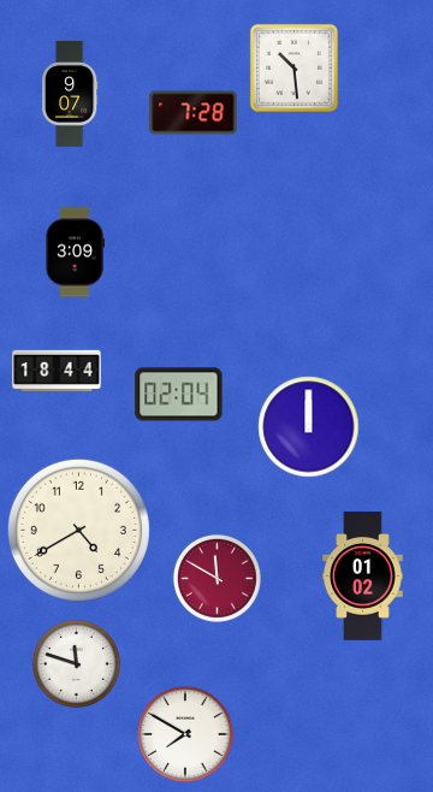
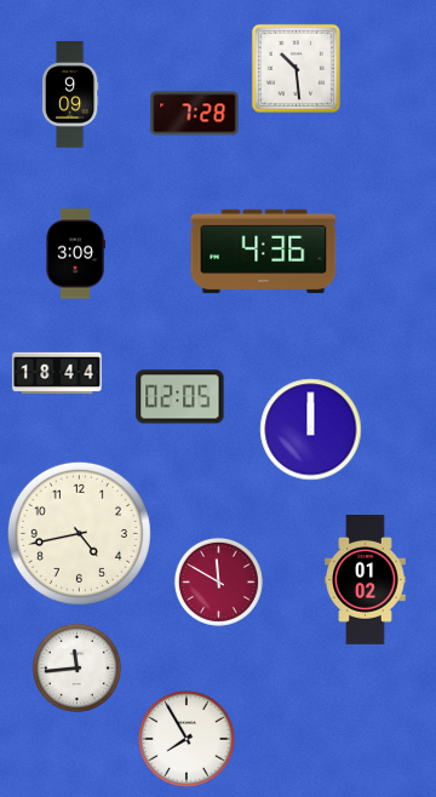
clock at (70, 95): 9:07 -> 9:09
clock at (264, 251): none -> 4:36
clock at (179, 395): 02:04 -> 02:05
clock at (78, 530): 4:40 -> 4:43
clock at (76, 663): 11:48 -> 11:44
clock at (185, 734): 7:50 -> 7:55
